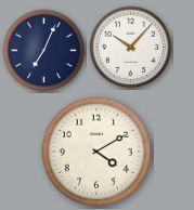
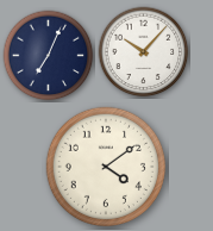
clock at (95, 150): 4:10 -> 4:09
